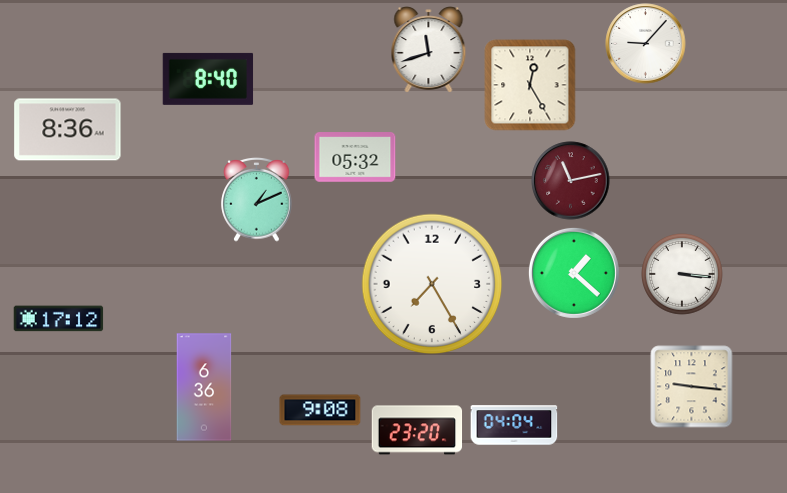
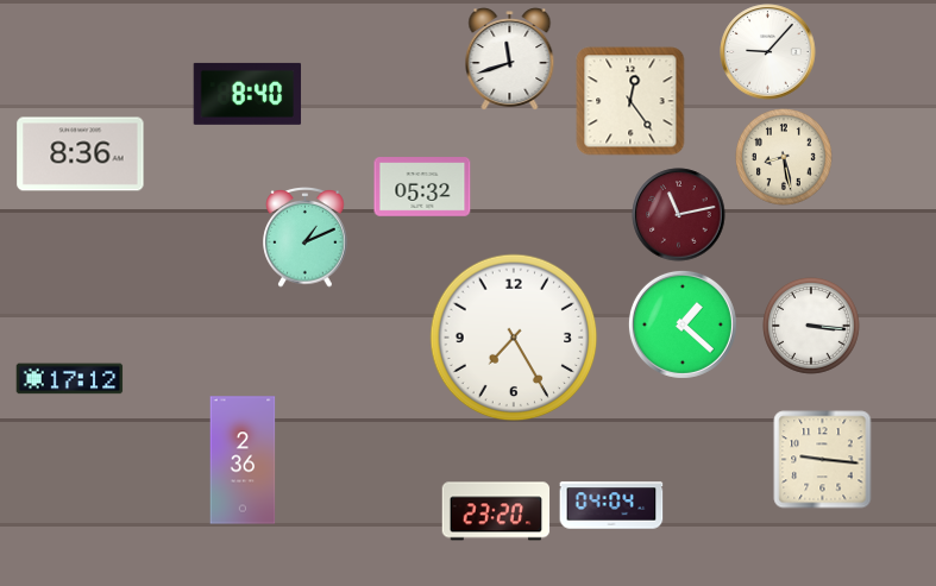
clock at (530, 85): 12:25 -> 12:24
clock at (785, 158): none -> 8:28
clock at (204, 387): 6:36 -> 2:36
clock at (320, 410): 9:08 -> none
